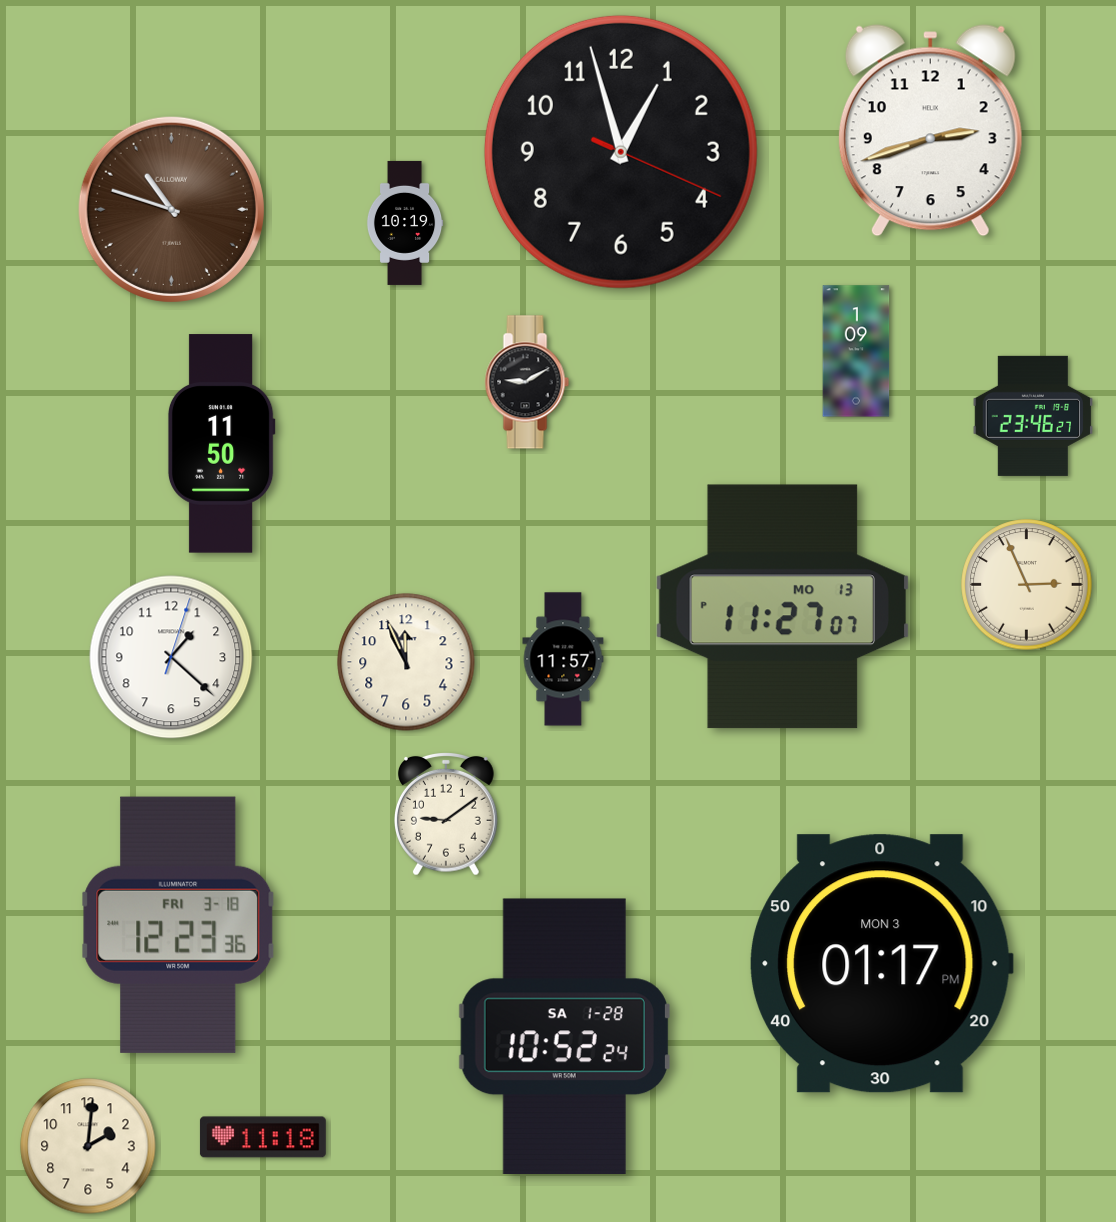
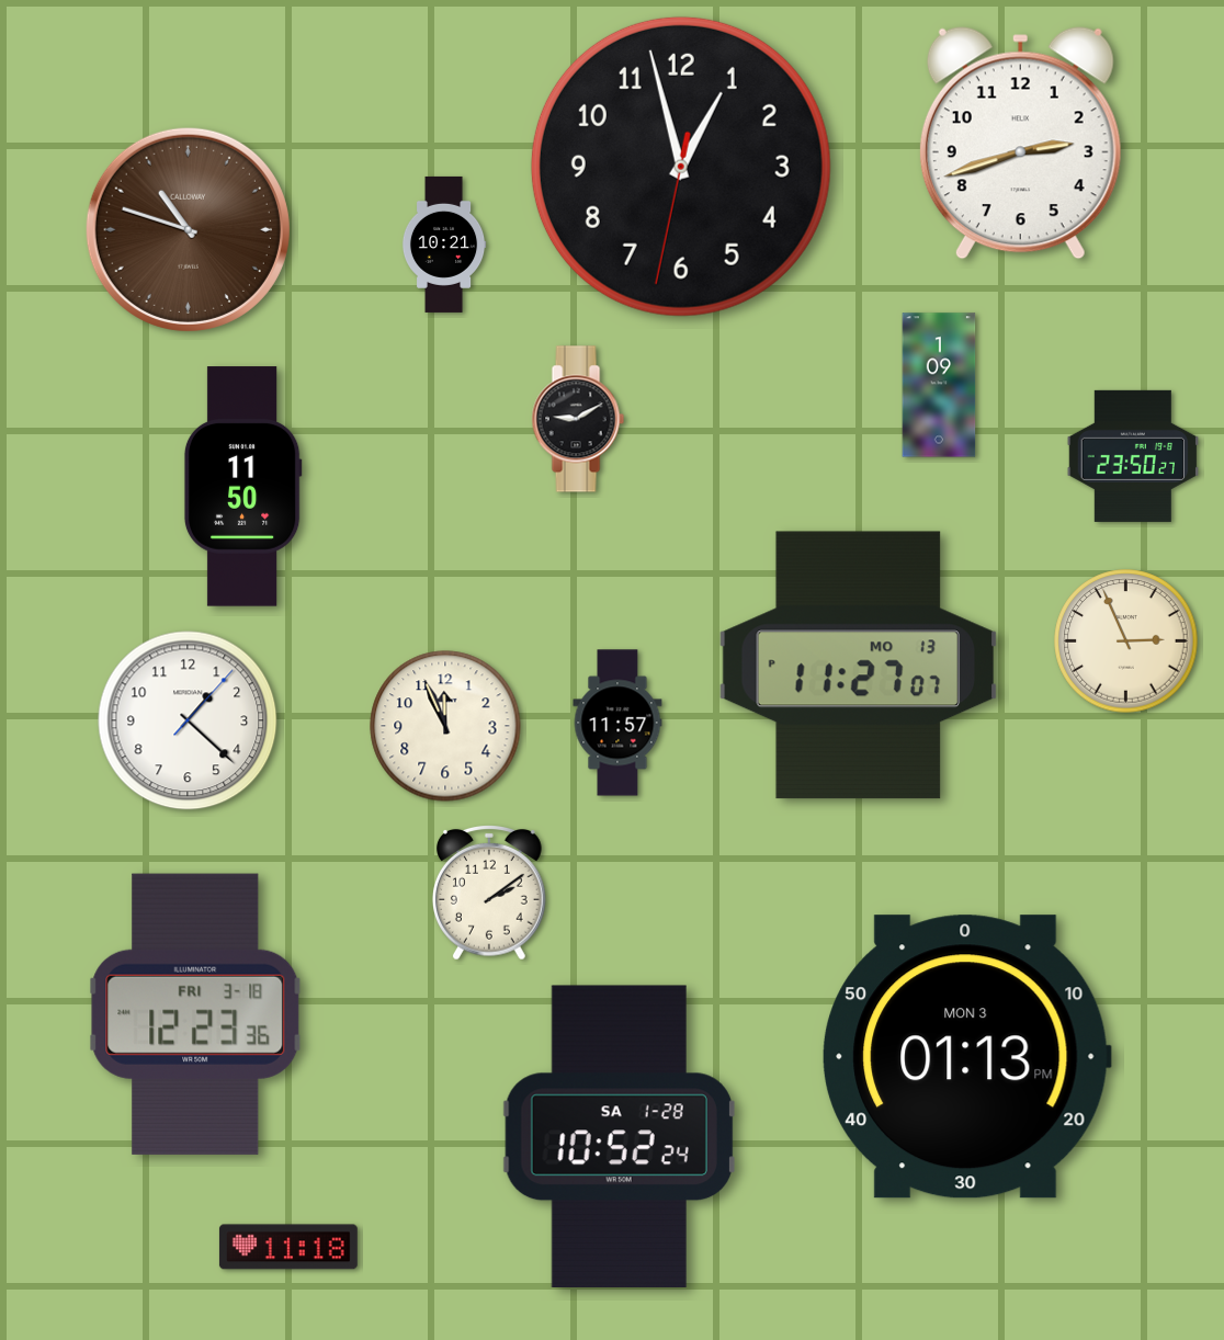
clock at (621, 152): 12:57:19 -> 12:57:32
clock at (405, 223): 10:19 -> 10:21
clock at (1033, 416): 23:46 -> 23:50
clock at (171, 657): 1:22:03 -> 1:22:07
clock at (447, 814): 9:09 -> 2:09
clock at (882, 964): 01:17 -> 01:13
clock at (88, 1146): 2:01 -> none
